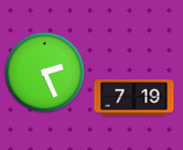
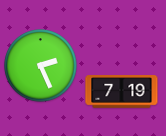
clock at (134, 98) position: (134, 98) -> (122, 92)
